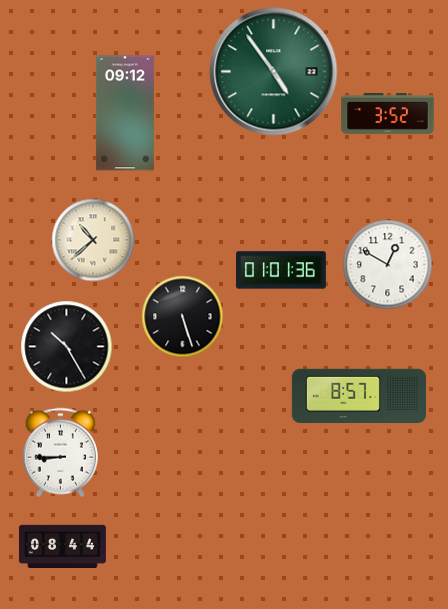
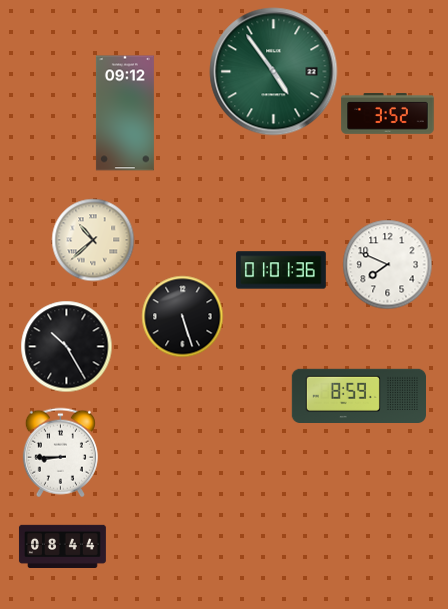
clock at (387, 264): 12:50 -> 7:49
clock at (358, 395): 8:57 -> 8:59
